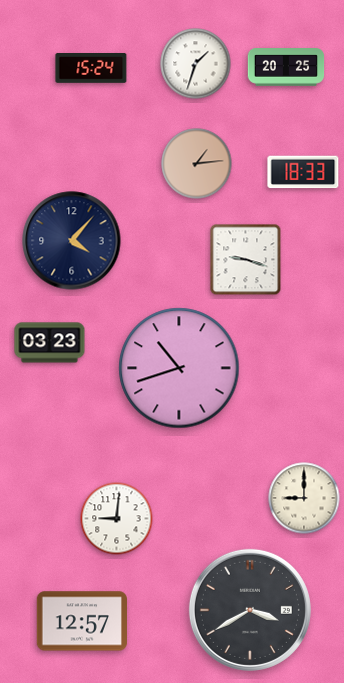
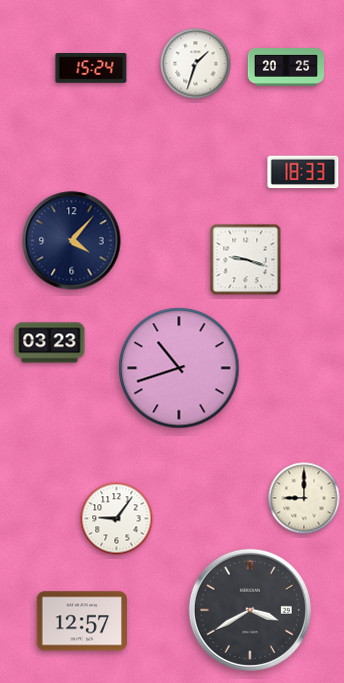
clock at (197, 164): 1:14 -> none
clock at (117, 519): 9:01 -> 9:06
